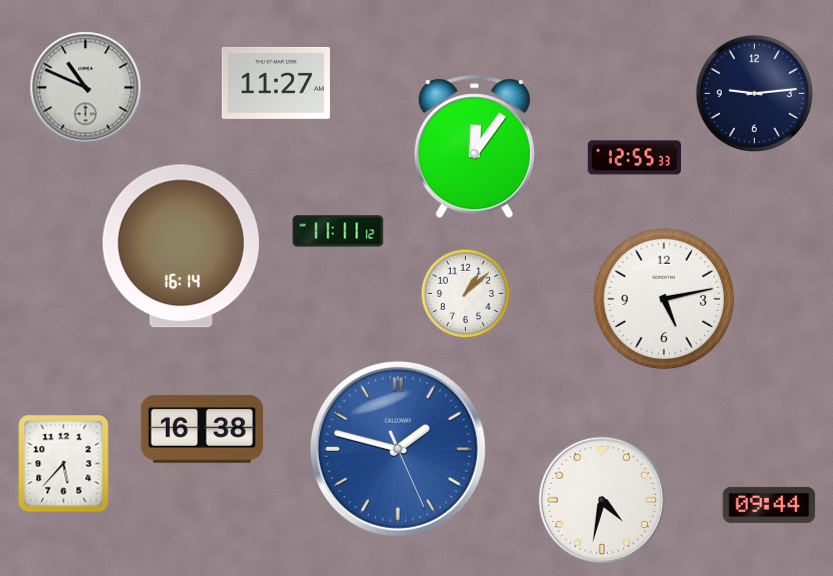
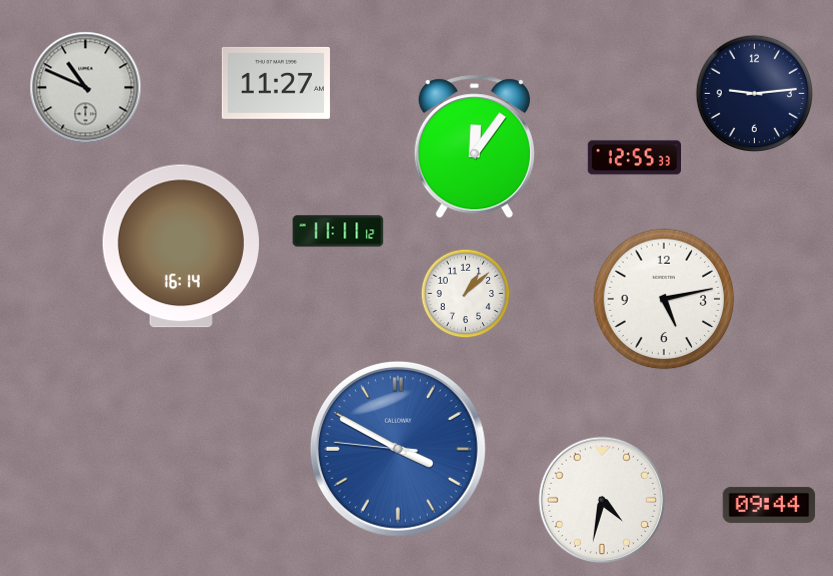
clock at (202, 429): 16:38 -> none
clock at (398, 449): 1:47 -> 3:49
clock at (64, 464): 5:37 -> none
